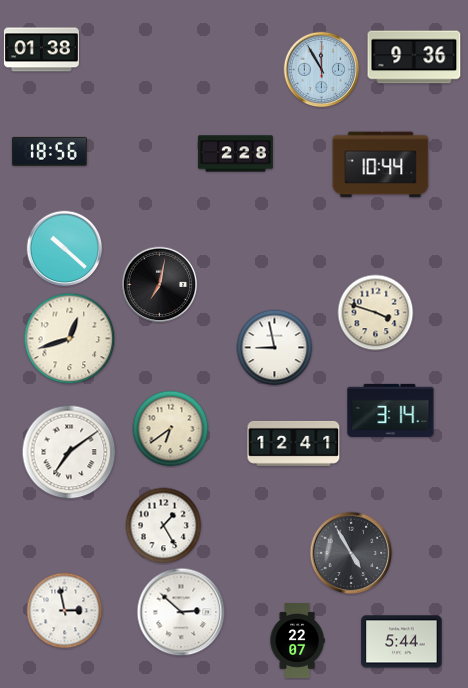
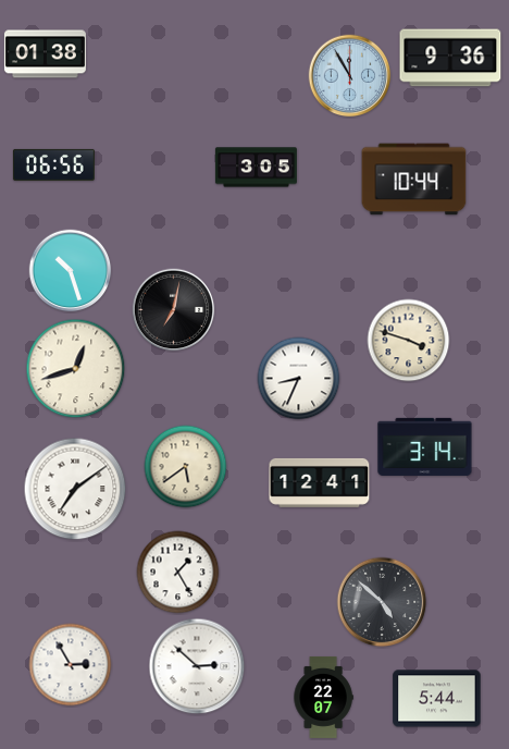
clock at (414, 57) position: (414, 57) -> (450, 58)
clock at (49, 151): 18:56 -> 06:56
clock at (235, 154): 2:28 -> 3:05
clock at (65, 249): 10:22 -> 10:27
clock at (275, 348): 8:58 -> 8:34
clock at (171, 429): 6:39 -> 5:39
clock at (69, 452) position: (69, 452) -> (75, 489)
clock at (351, 553): 4:55 -> 4:52
clock at (65, 611): 2:58 -> 2:55
